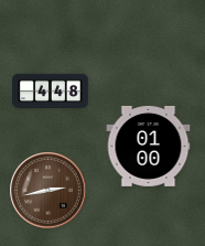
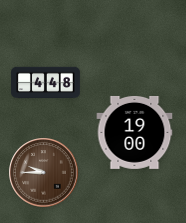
clock at (149, 146): 01:00 -> 19:00
clock at (48, 191): 2:43 -> 9:45
